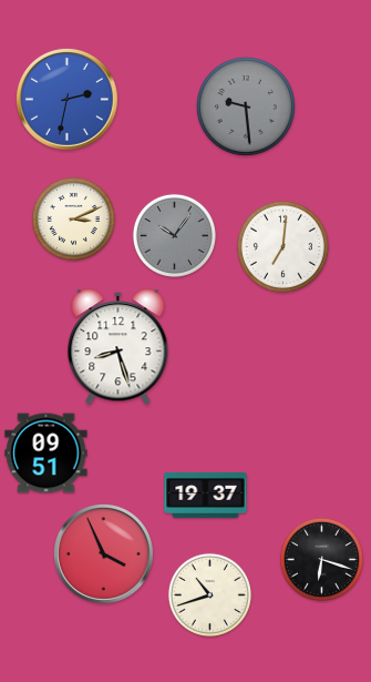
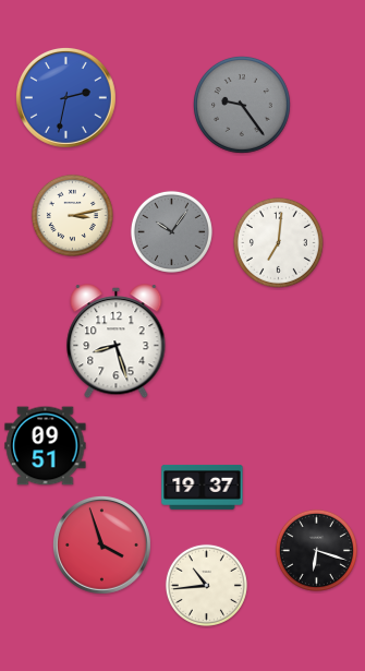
clock at (247, 108): 9:29 -> 9:24
clock at (73, 218): 3:11 -> 3:13
clock at (103, 553): 3:56 -> 3:57
clock at (209, 594): 10:42 -> 10:44
